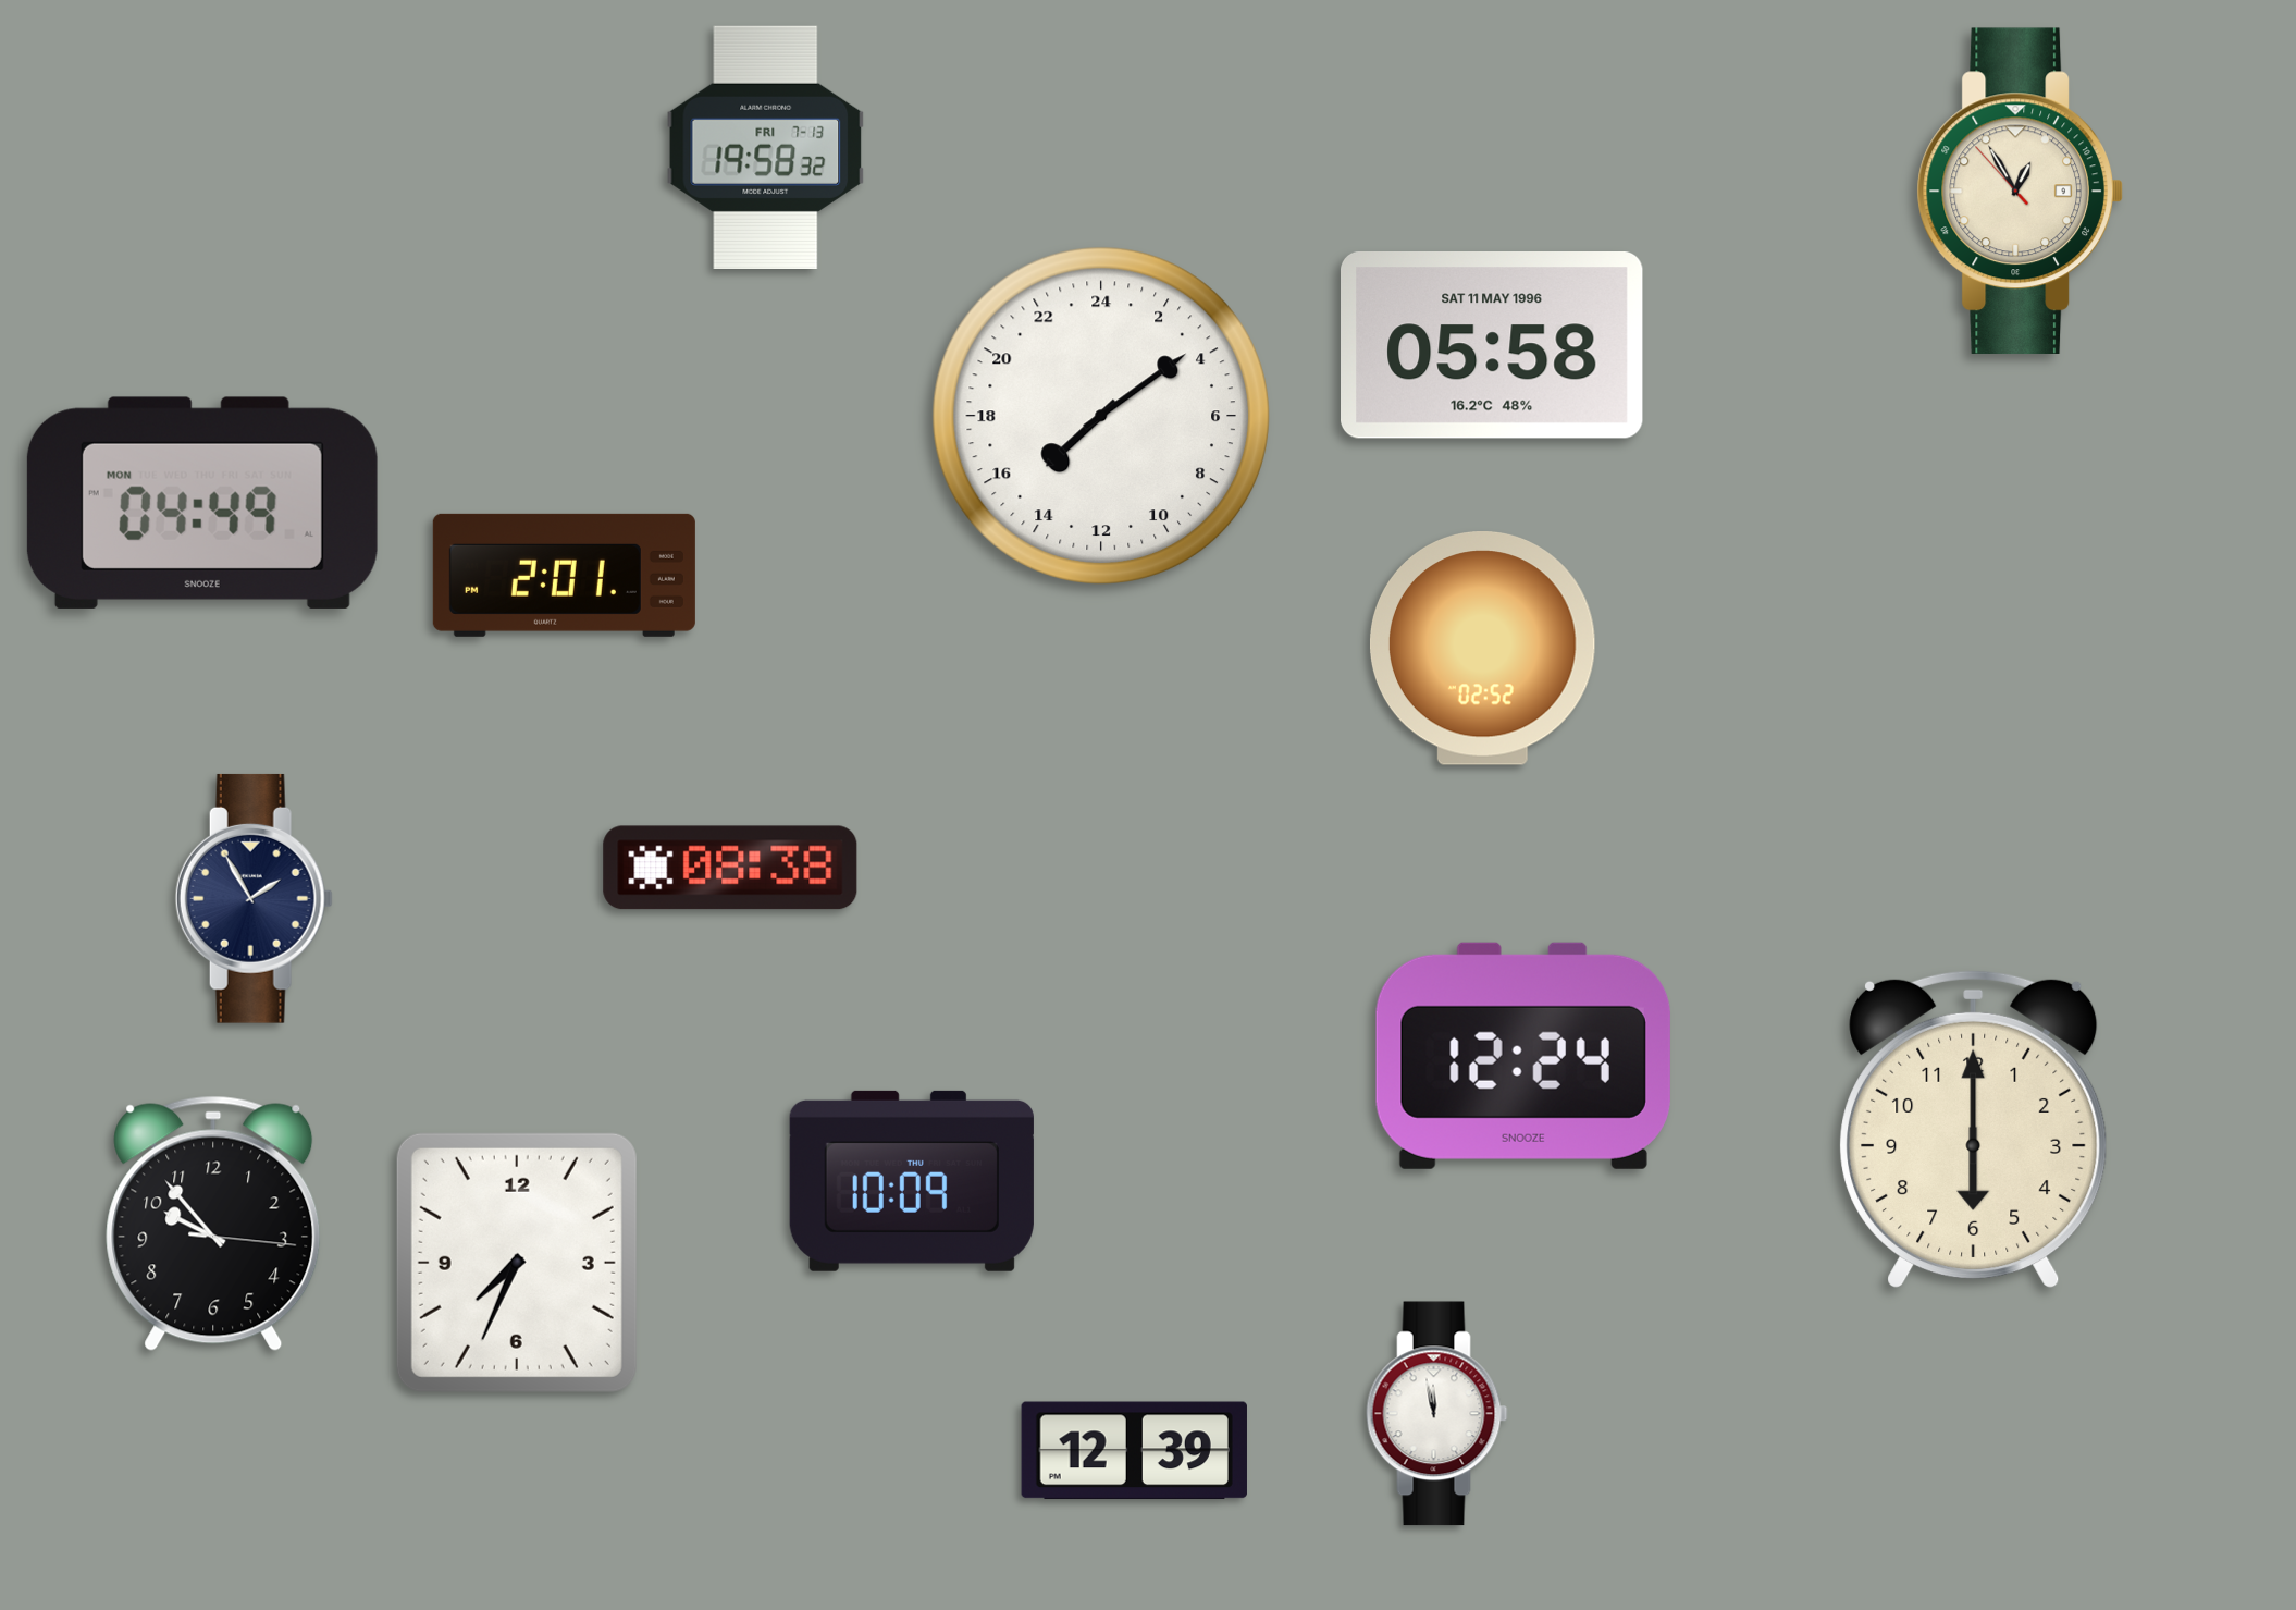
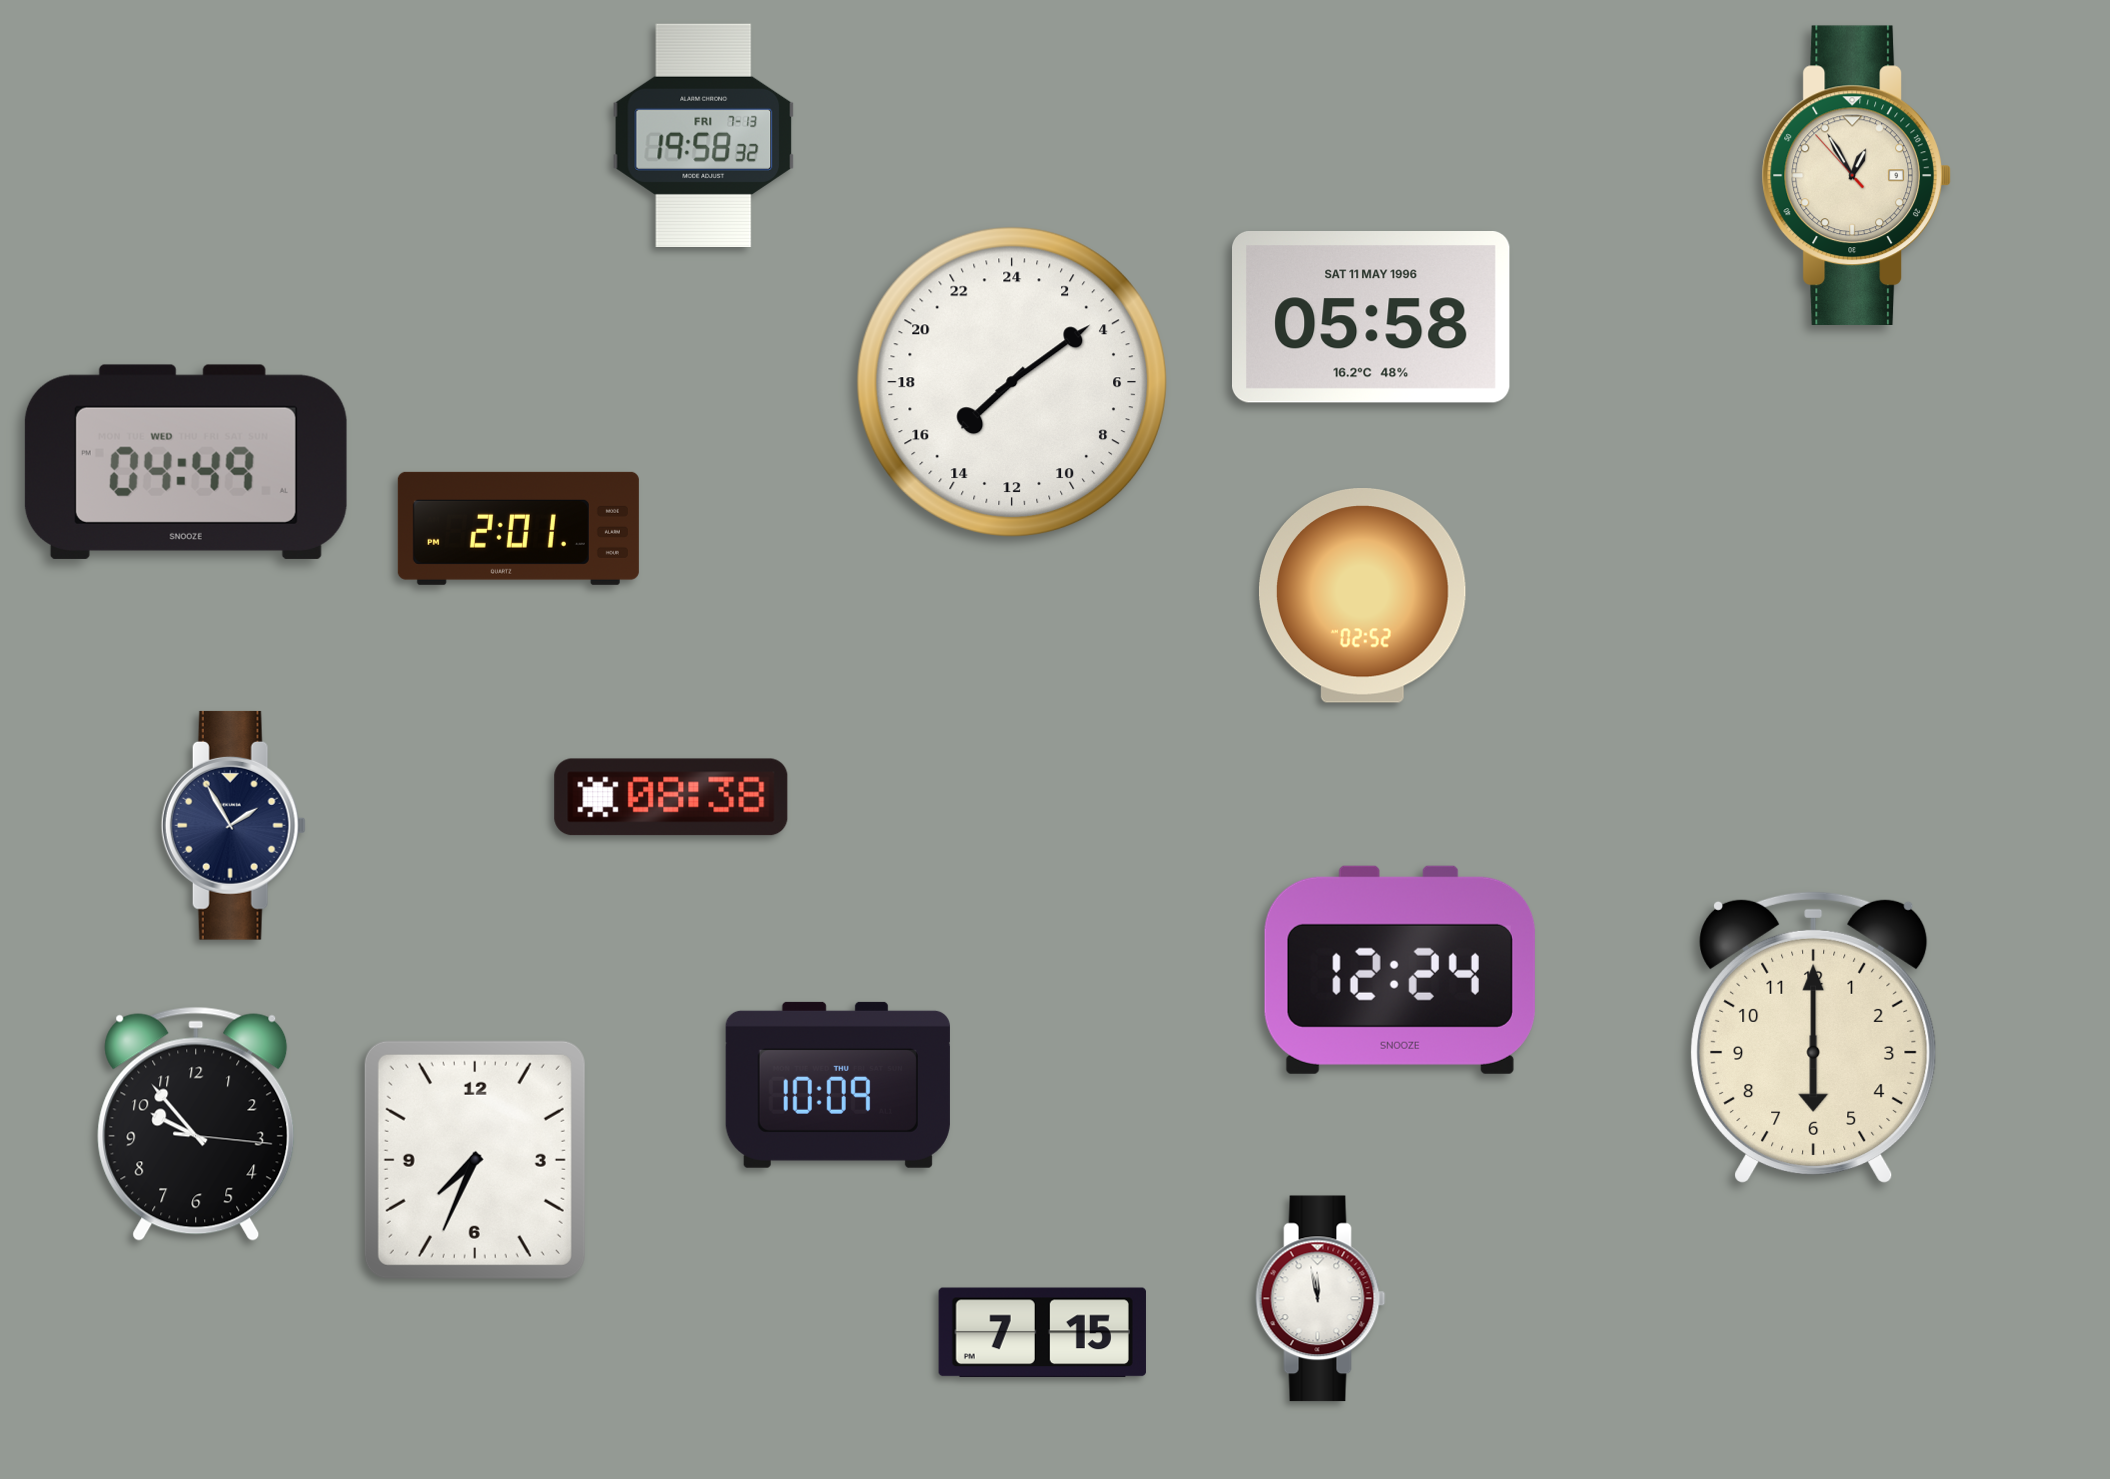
clock at (202, 503) date: MON -> WED
clock at (1134, 1451): 12:39 -> 7:15
